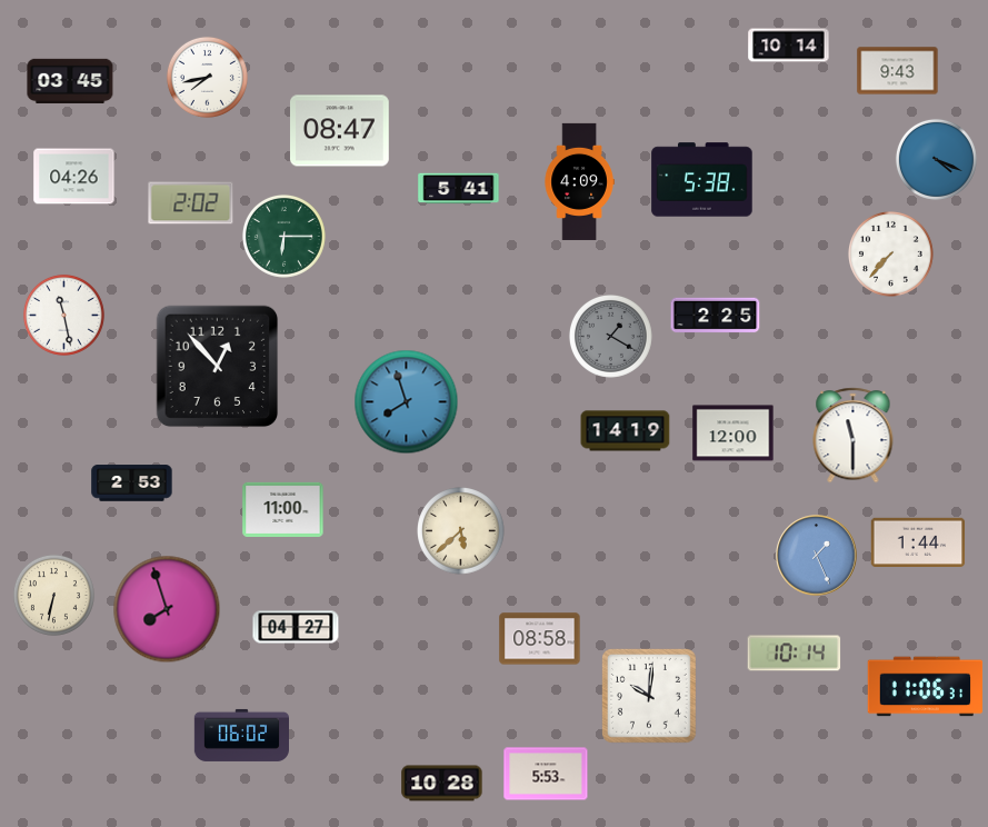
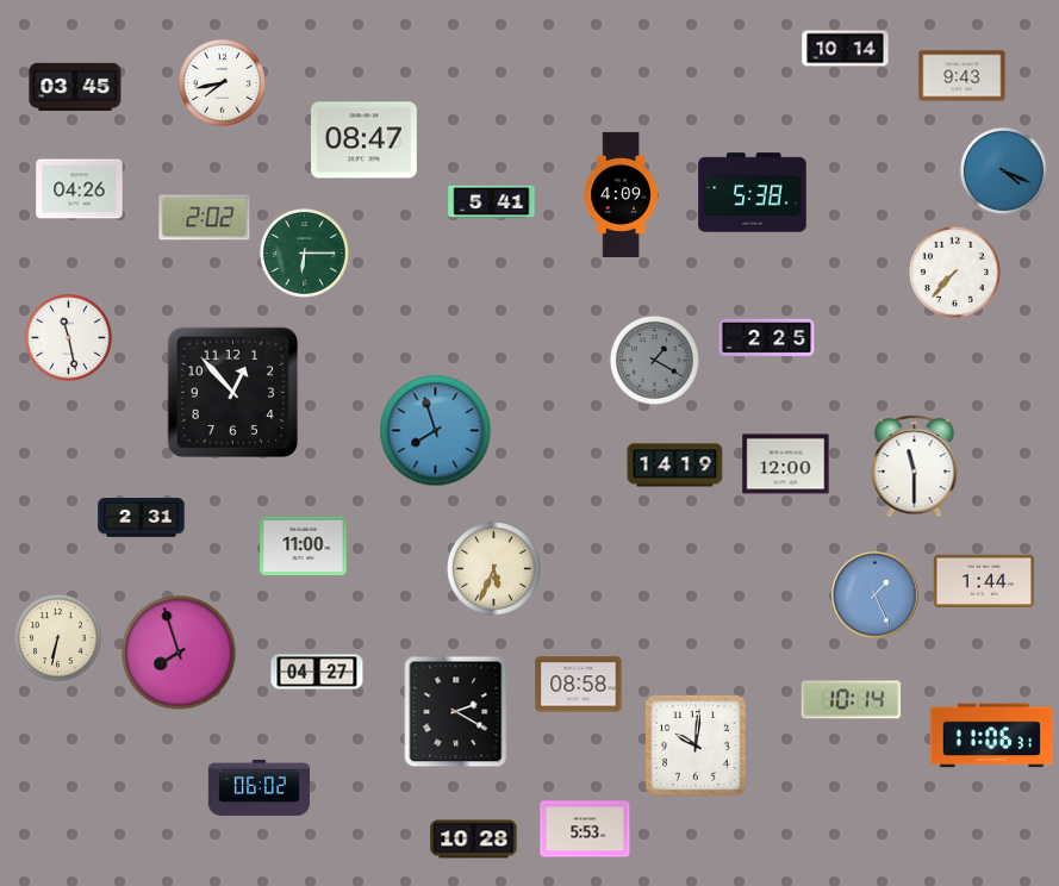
clock at (626, 431) position: (626, 431) -> (675, 466)
clock at (132, 484): 2:53 -> 2:31
clock at (461, 531): 5:38 -> 5:34
clock at (456, 712): none -> 2:20
